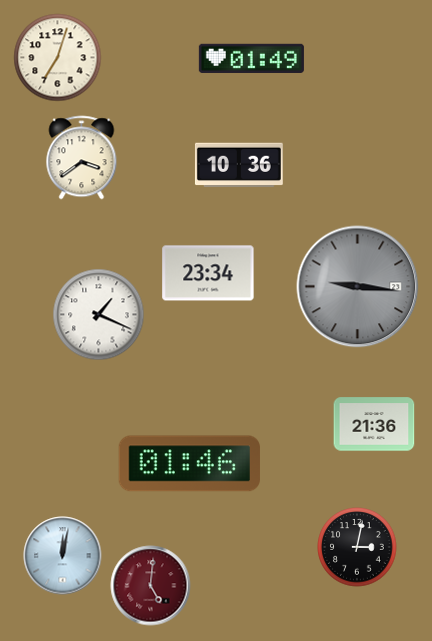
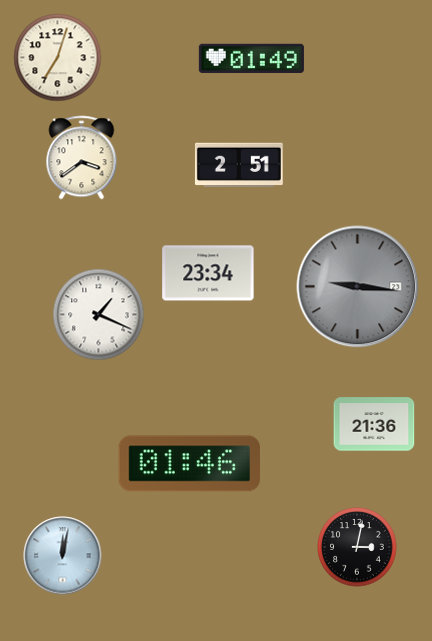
clock at (239, 165): 10:36 -> 2:51
clock at (151, 586): 5:01 -> none
